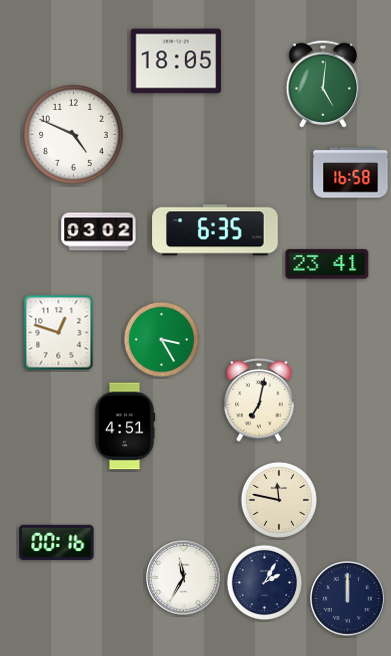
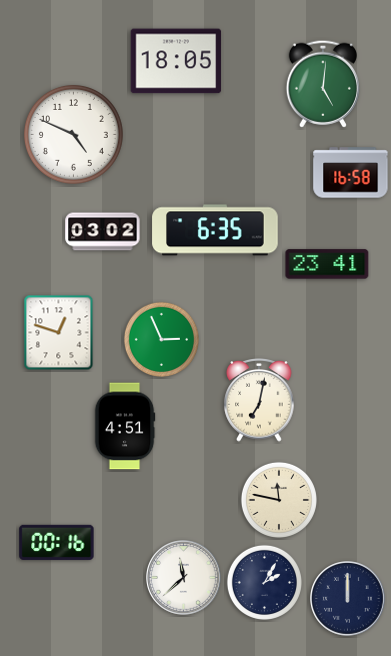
clock at (99, 232) position: (99, 232) -> (103, 232)
clock at (161, 339): 3:25 -> 2:56
clock at (184, 578): 11:35 -> 11:38
